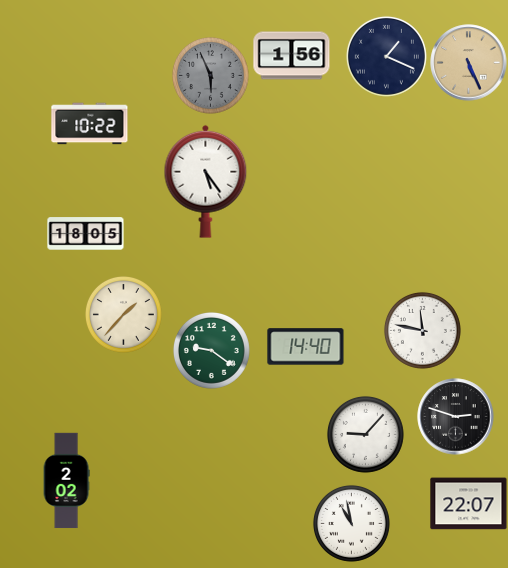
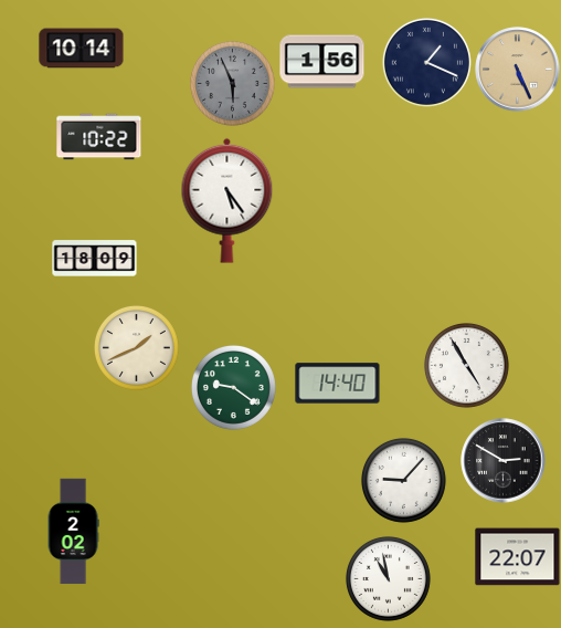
clock at (82, 49): none -> 10:14
clock at (86, 234): 18:05 -> 18:09
clock at (123, 314): 1:37 -> 1:41
clock at (422, 330): 11:47 -> 4:55
clock at (456, 417): 2:48 -> 2:50
